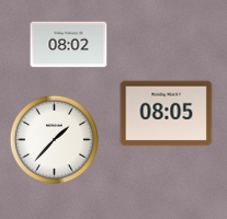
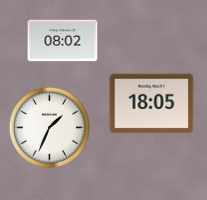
clock at (167, 114): 08:05 -> 18:05
clock at (54, 139): 1:37 -> 1:34
